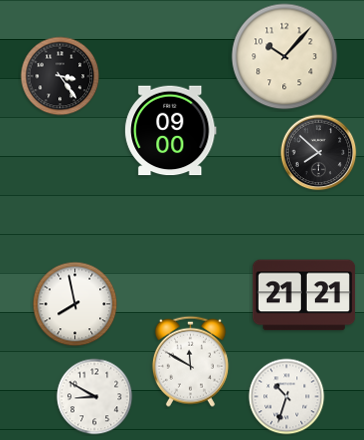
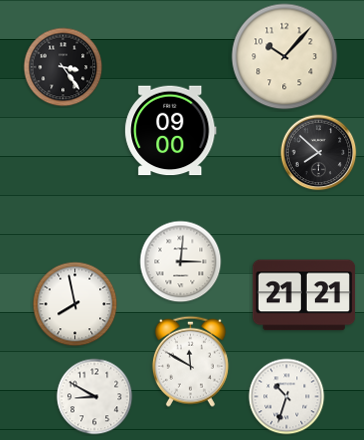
clock at (60, 76) position: (60, 76) -> (63, 67)
clock at (181, 262): none -> 3:01
